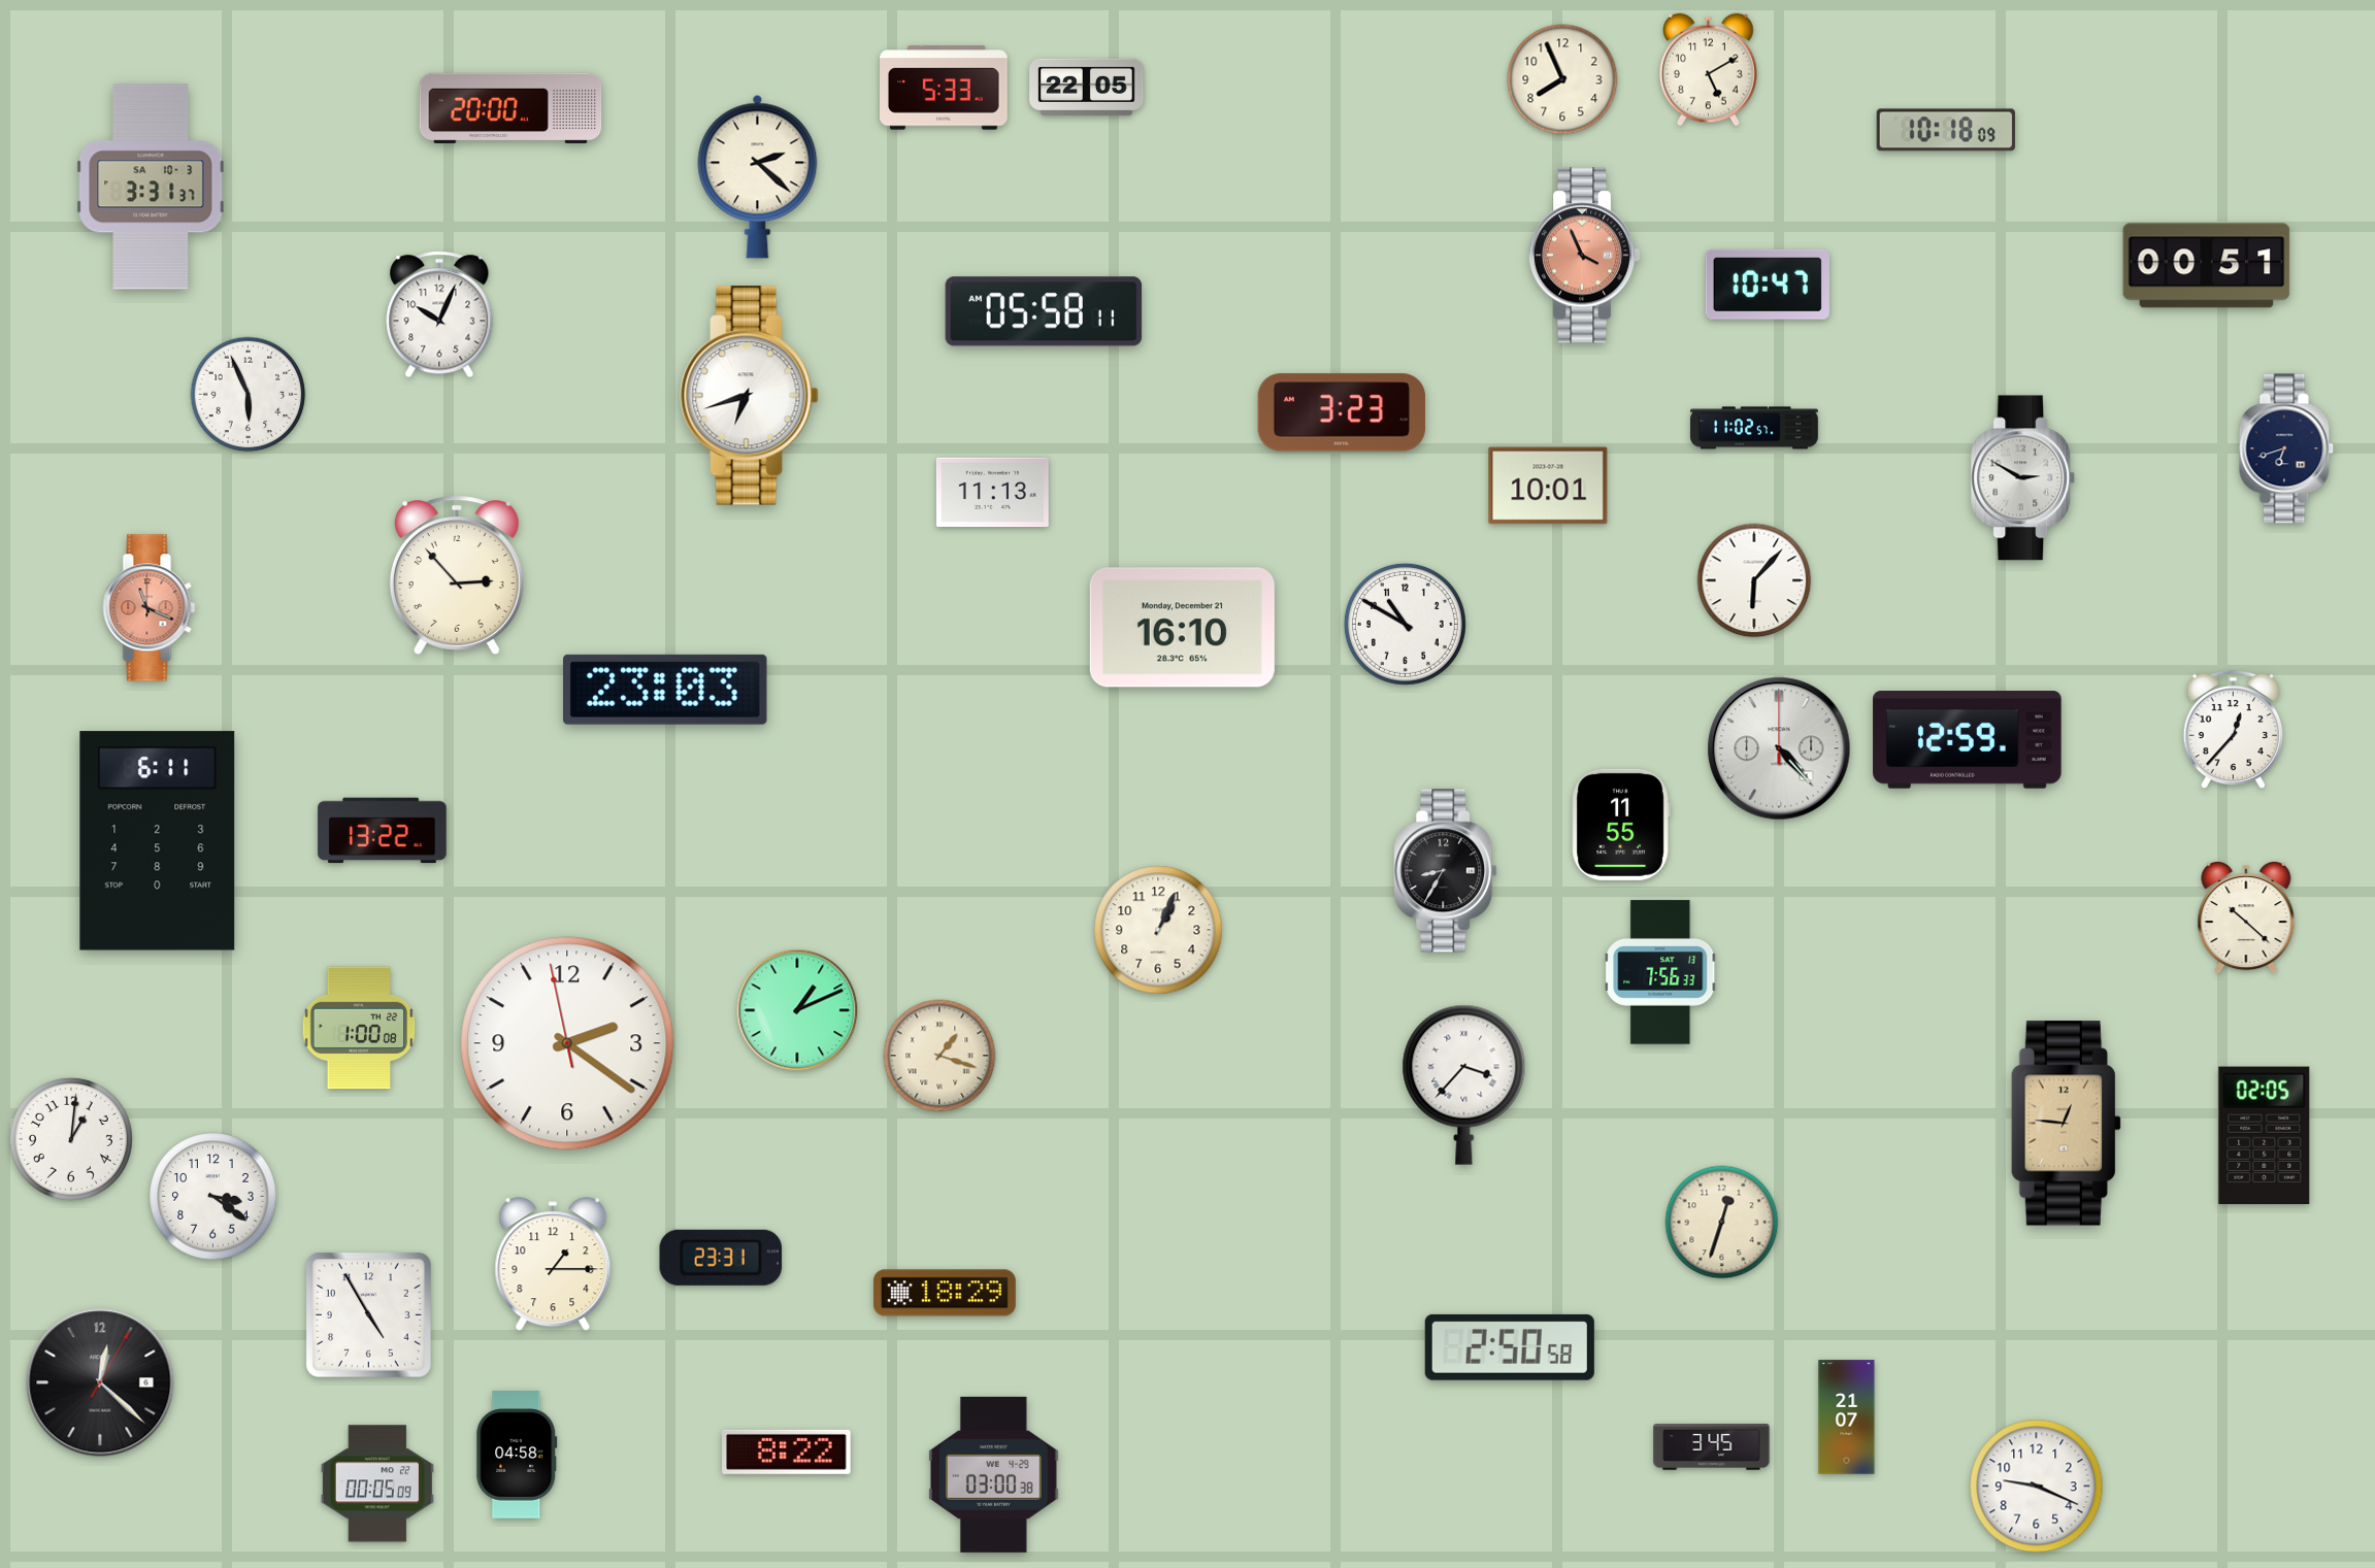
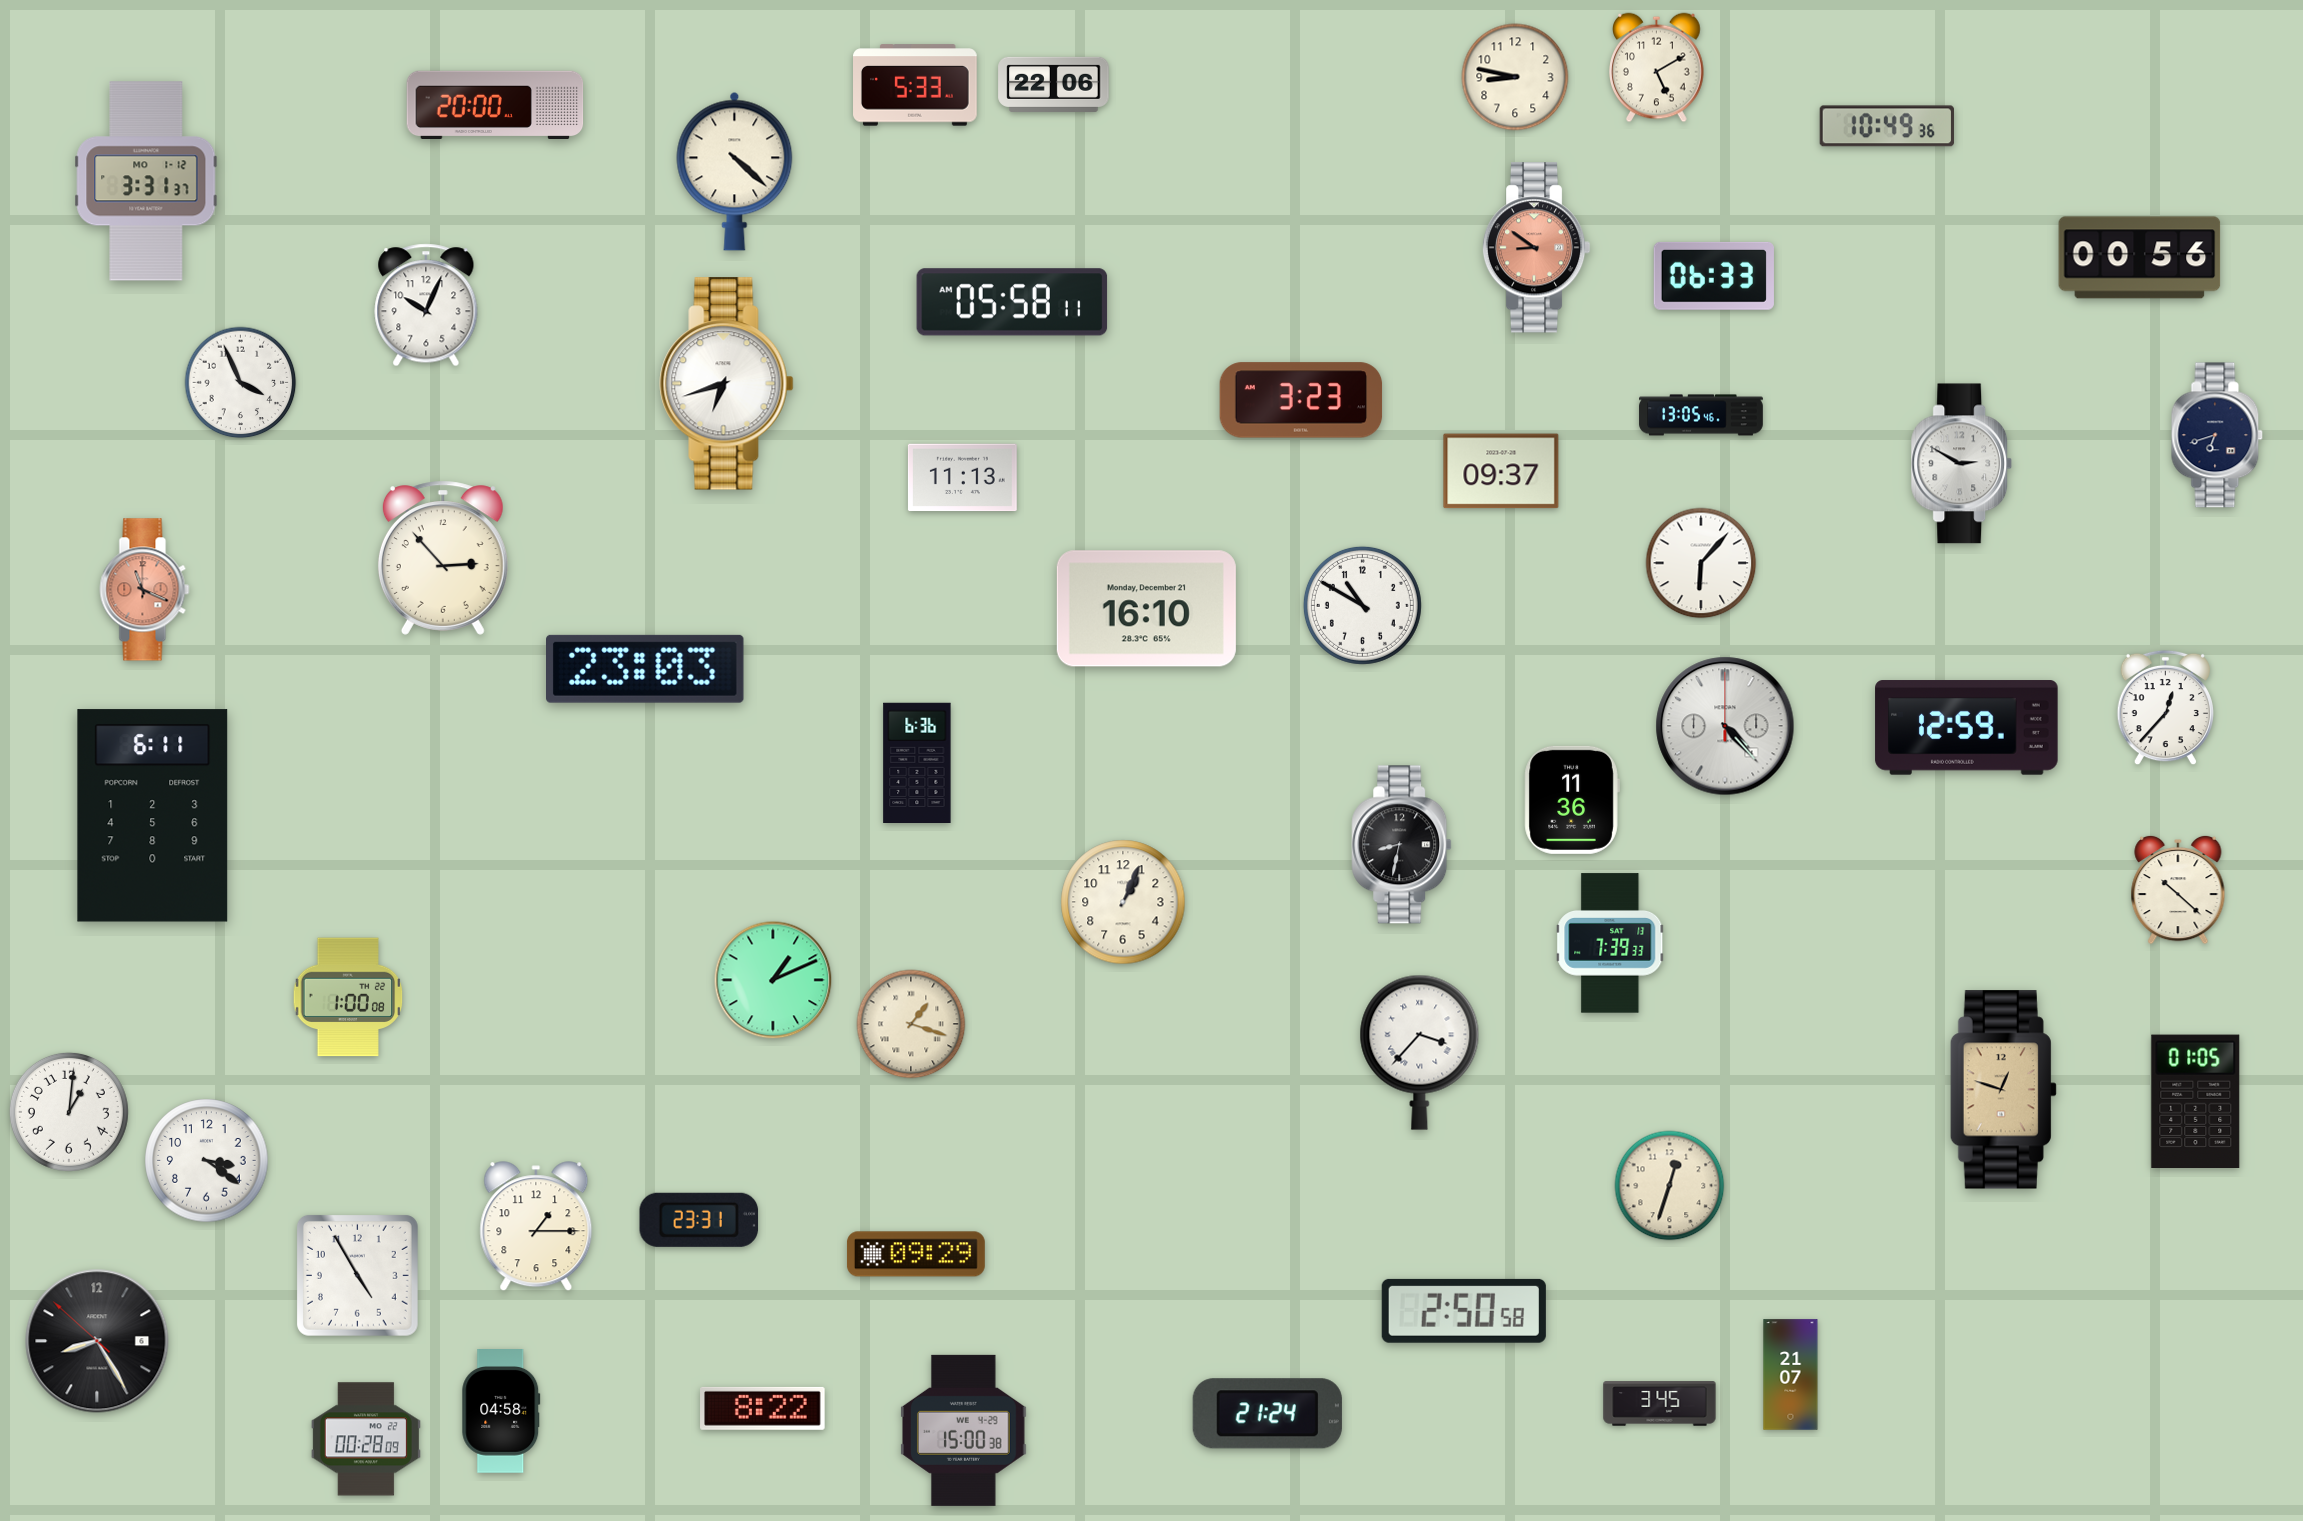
clock at (1562, 79): 7:56 -> 8:47
clock at (1087, 87): 22:05 -> 22:06
clock at (1946, 130): 10:18 -> 10:49
clock at (758, 176): 2:22 -> 4:22
clock at (151, 187) date: SA 10-3 -> MO 1-12
clock at (1584, 256): 3:56 -> 8:51
clock at (2207, 266): 00:51 -> 00:56
clock at (1768, 285): 10:47 -> 06:33
clock at (249, 395): 5:56 -> 3:56
clock at (1754, 428): 11:02 -> 13:05
clock at (1548, 486): 10:01 -> 09:37
clock at (1968, 740) position: (1968, 740) -> (1967, 728)
clock at (917, 762): none -> 6:36
clock at (1621, 825): 11:55 -> 11:36
clock at (383, 831): 13:22 -> none
clock at (1446, 871): 8:35 -> 8:32
clock at (1660, 972): 7:56 -> 7:39
clock at (567, 1043): 2:20 -> none
clock at (2066, 1124): 12:46 -> 12:48
clock at (2265, 1135): 02:05 -> 01:05
clock at (71, 1139) position: (71, 1139) -> (69, 1112)
clock at (945, 1293): 18:29 -> 09:29
clock at (1510, 1347) position: (1510, 1347) -> (1464, 1311)
clock at (100, 1382): 12:22 -> 8:24
clock at (1267, 1414): none -> 21:24
clock at (994, 1474): 03:00 -> 15:00
clock at (377, 1483): 00:05 -> 00:28
clock at (2037, 1487): 9:19 -> none
